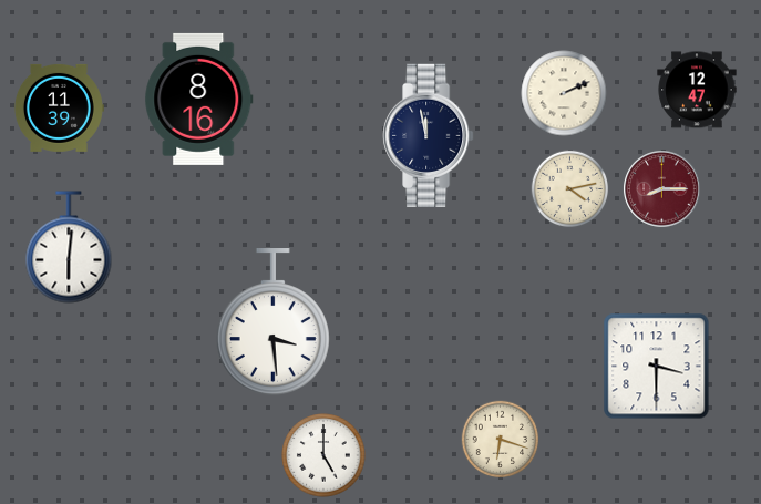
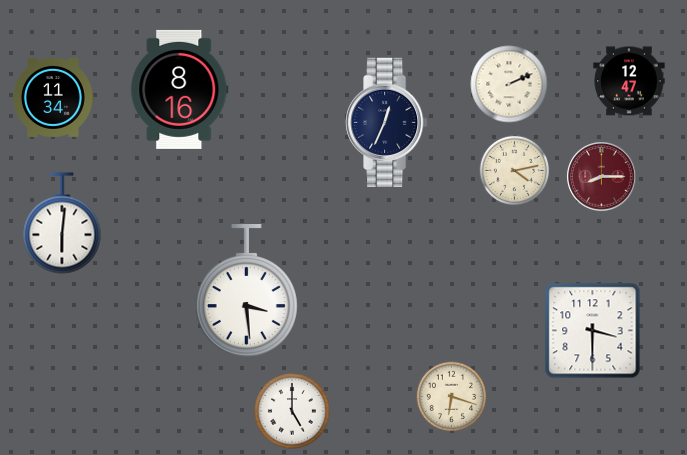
clock at (59, 107): 11:39 -> 11:34
clock at (429, 135): 11:58 -> 12:34
clock at (662, 189) position: (662, 189) -> (602, 177)
